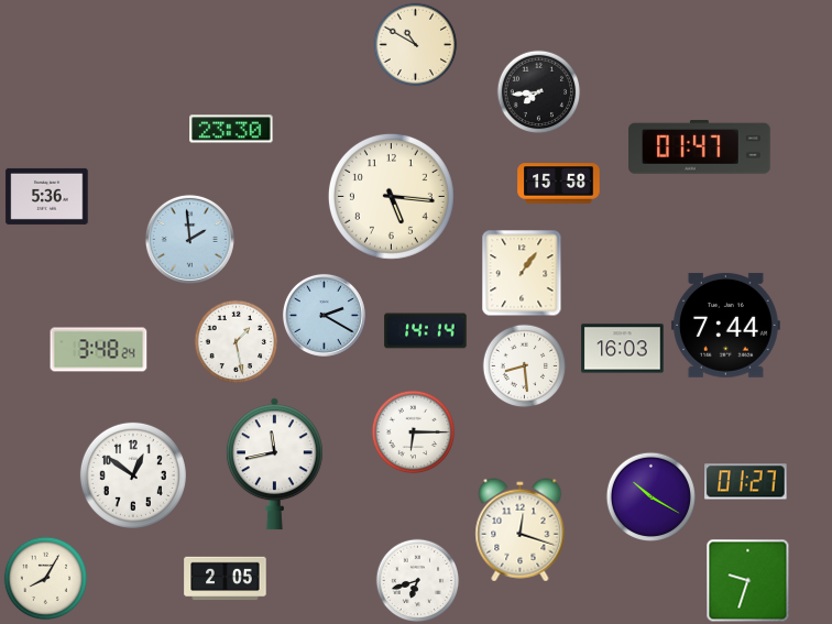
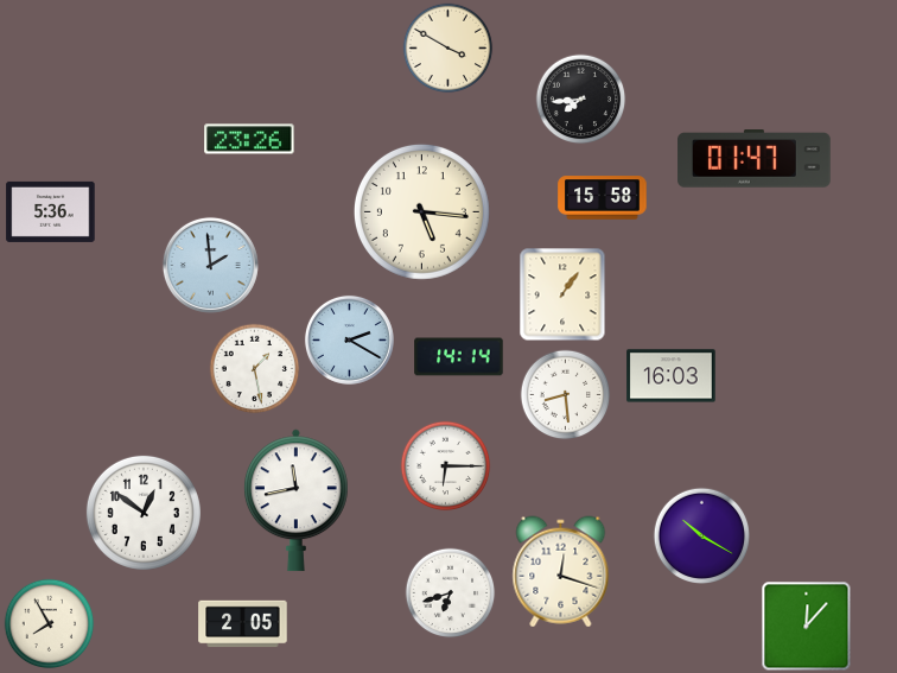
clock at (416, 45): 10:50 -> 3:50
clock at (231, 129): 23:30 -> 23:26
clock at (189, 239) position: (189, 239) -> (210, 265)
clock at (725, 325): 7:44 -> none
clock at (99, 350): 3:48 -> none
clock at (746, 482): 01:27 -> none
clock at (46, 579): 8:05 -> 7:55
clock at (418, 581) position: (418, 581) -> (451, 593)
clock at (748, 581): 9:33 -> 12:07
